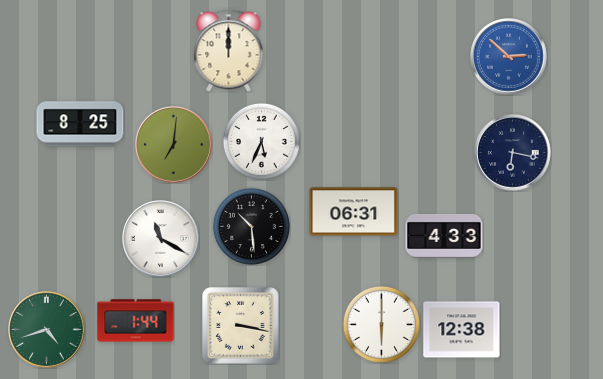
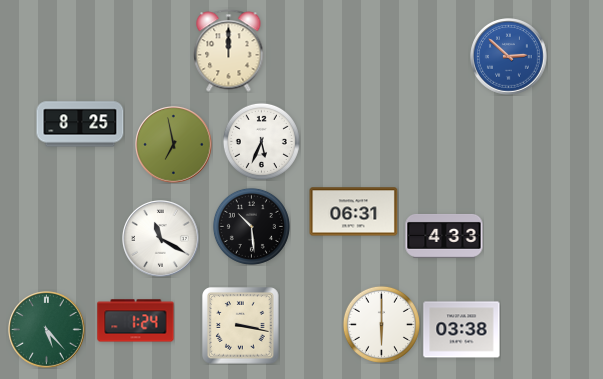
clock at (174, 145): 7:01 -> 6:58
clock at (513, 153): 6:17 -> none
clock at (136, 321): 1:44 -> 1:24
clock at (47, 330): 4:42 -> 5:23
clock at (462, 330): 12:38 -> 03:38
